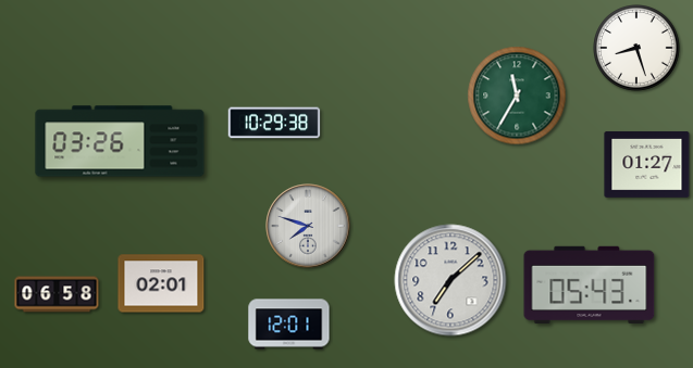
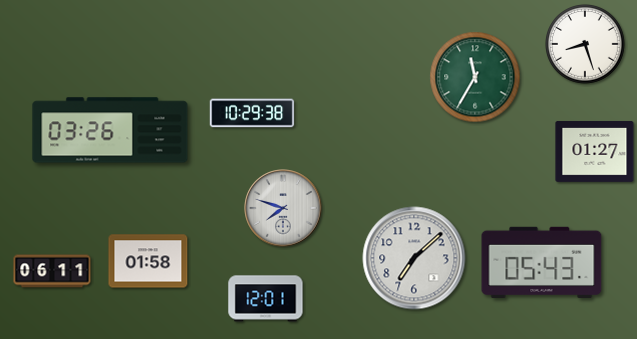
clock at (517, 96) position: (517, 96) -> (475, 77)
clock at (161, 283): 02:01 -> 01:58
clock at (57, 294): 06:58 -> 06:11
